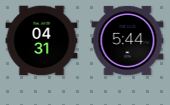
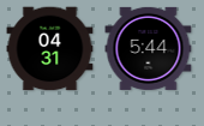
clock at (128, 40) position: (128, 40) -> (149, 48)
